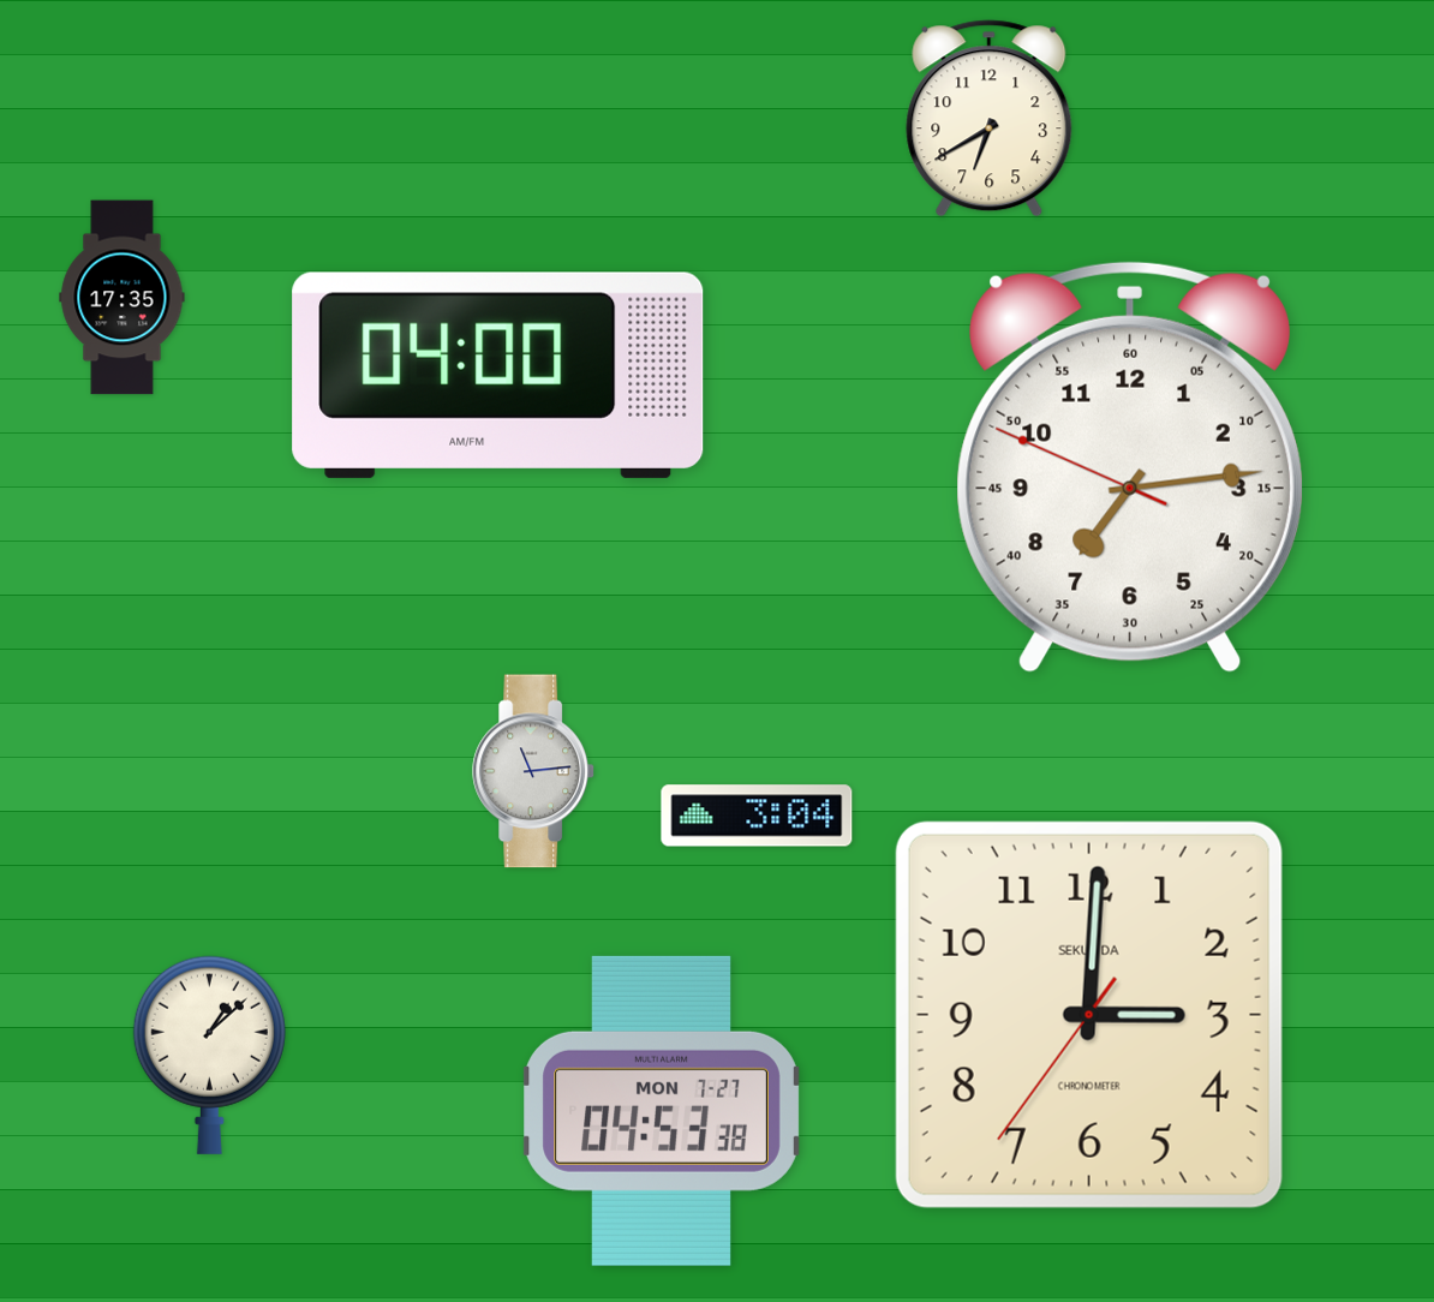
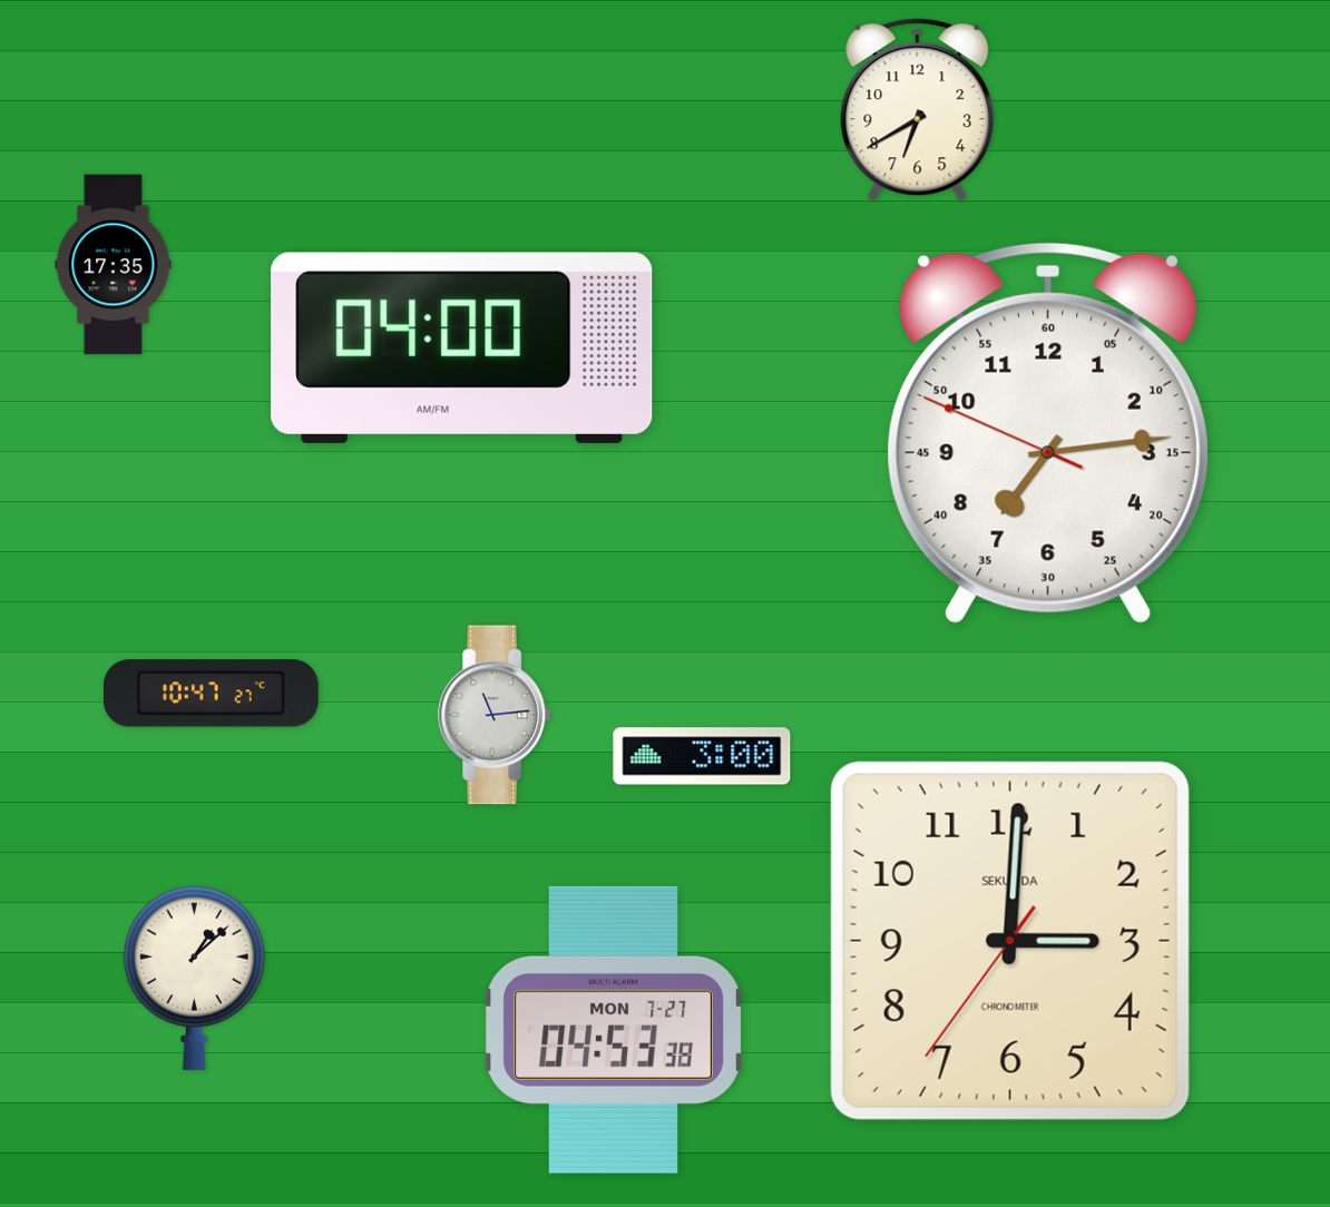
clock at (123, 298) position: (123, 298) -> (114, 265)
clock at (211, 694): none -> 10:47
clock at (757, 816): 3:04 -> 3:00
